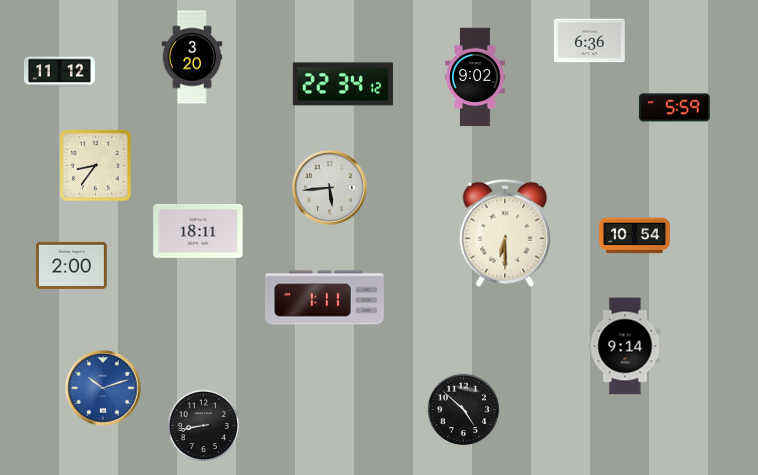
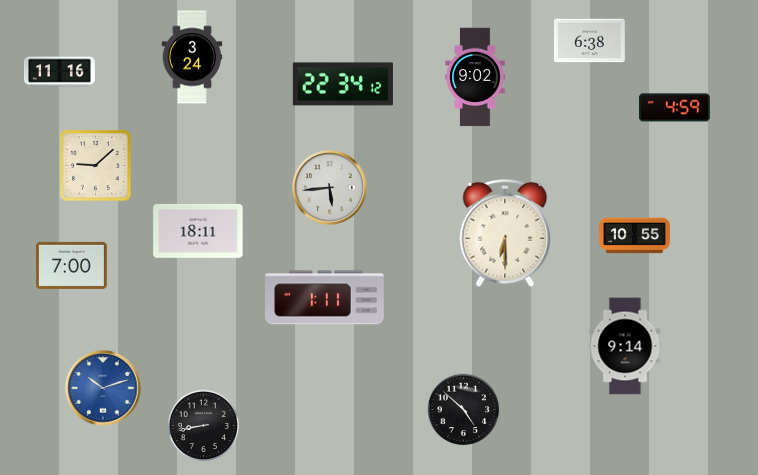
clock at (589, 41): 6:36 -> 6:38
clock at (192, 57): 3:20 -> 3:24
clock at (60, 72): 11:12 -> 11:16
clock at (674, 108): 5:59 -> 4:59
clock at (96, 166): 8:36 -> 9:08
clock at (635, 236): 10:54 -> 10:55
clock at (71, 265): 2:00 -> 7:00
